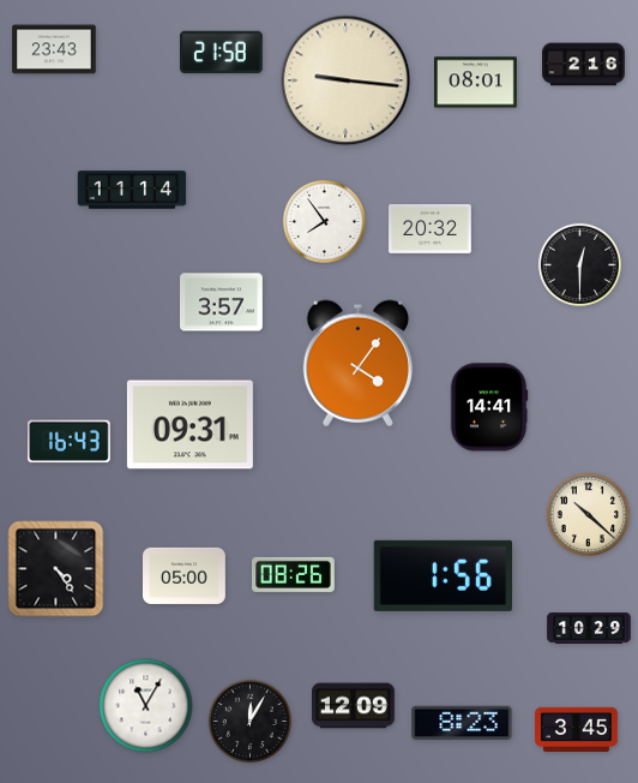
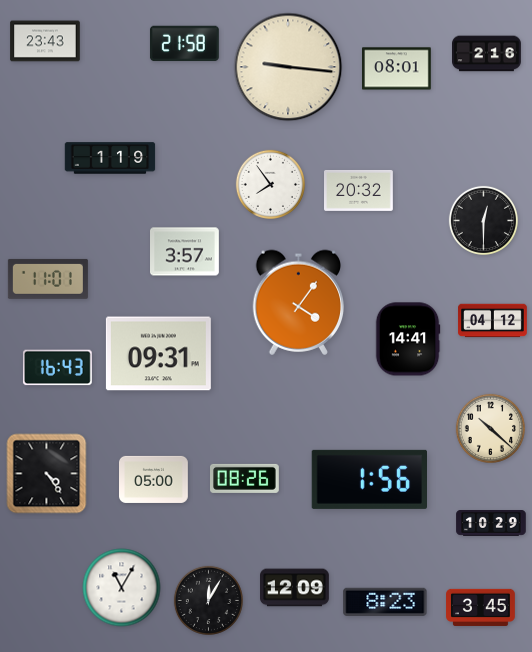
clock at (132, 190): 11:14 -> 1:19
clock at (48, 279): none -> 11:01
clock at (493, 321): none -> 04:12
